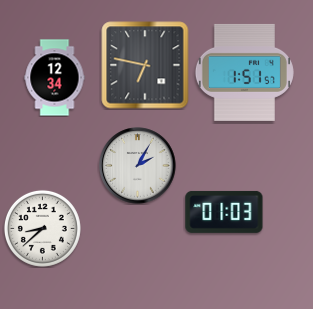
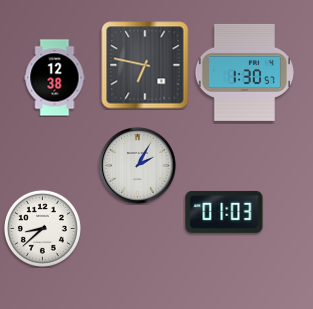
clock at (244, 72): 1:51 -> 1:30
clock at (55, 78): 12:34 -> 12:38
